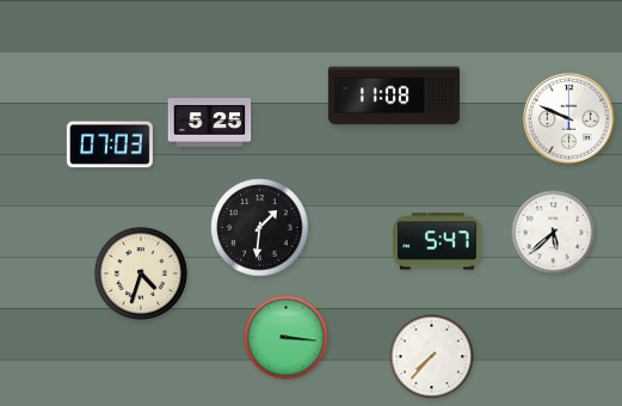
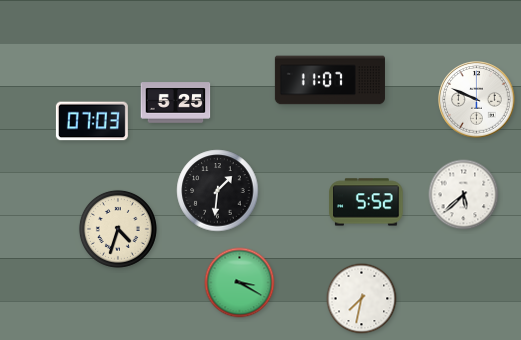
clock at (394, 96): 11:08 -> 11:07
clock at (437, 241): 5:47 -> 5:52
clock at (287, 338): 3:16 -> 3:20
clock at (432, 357): 7:37 -> 7:32
